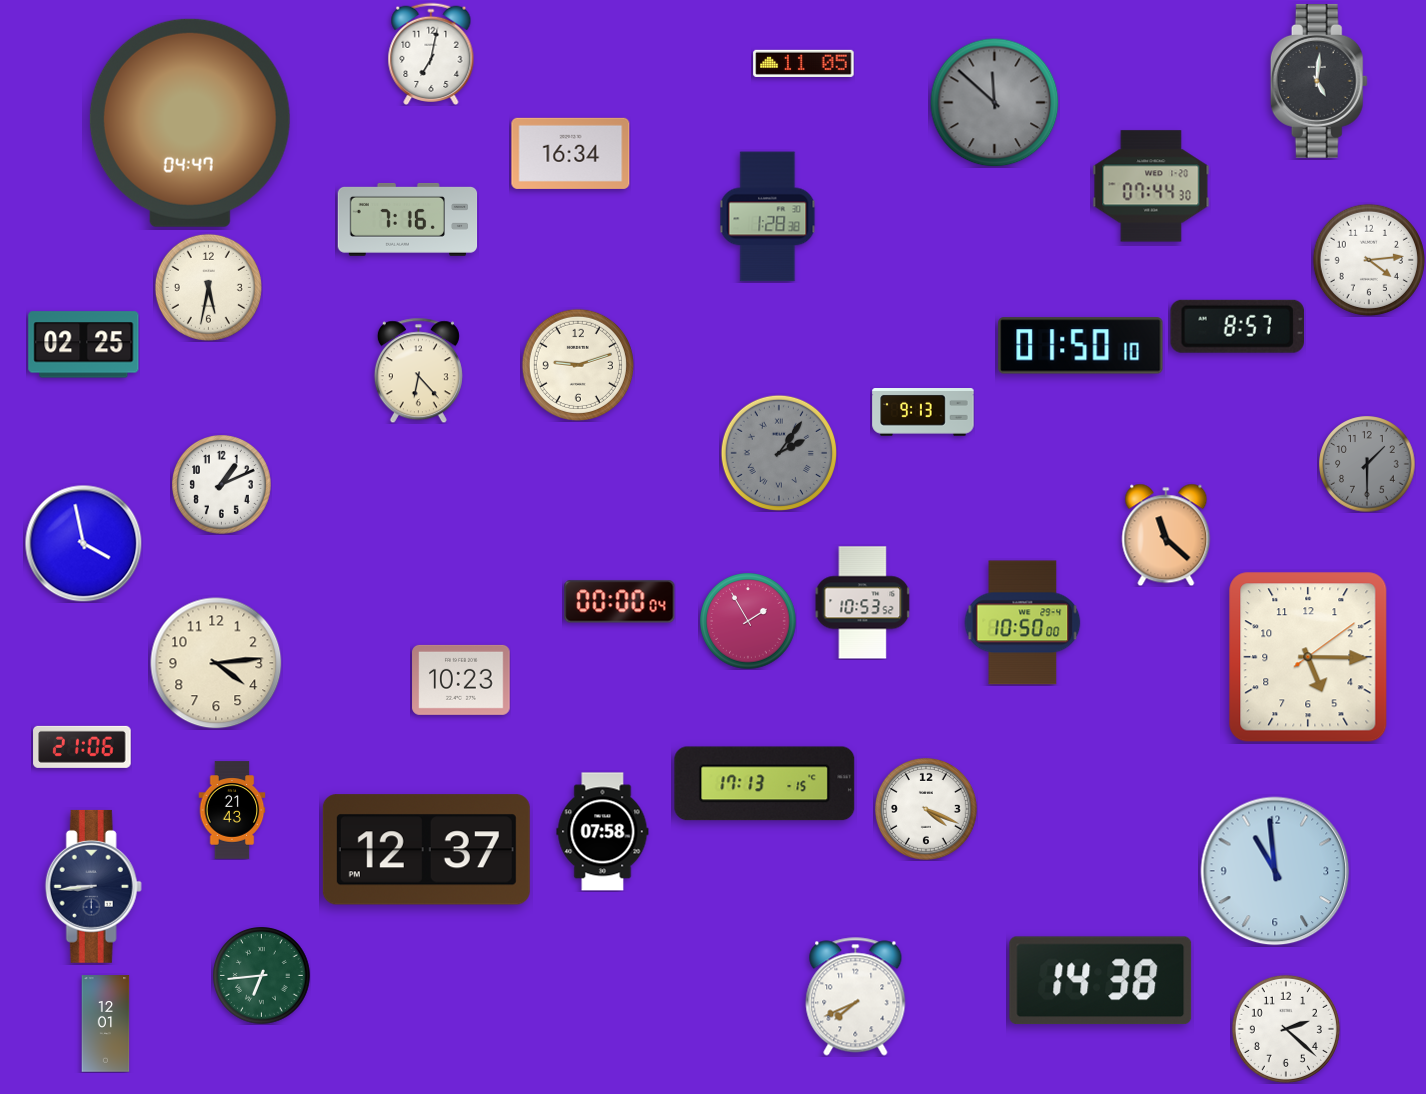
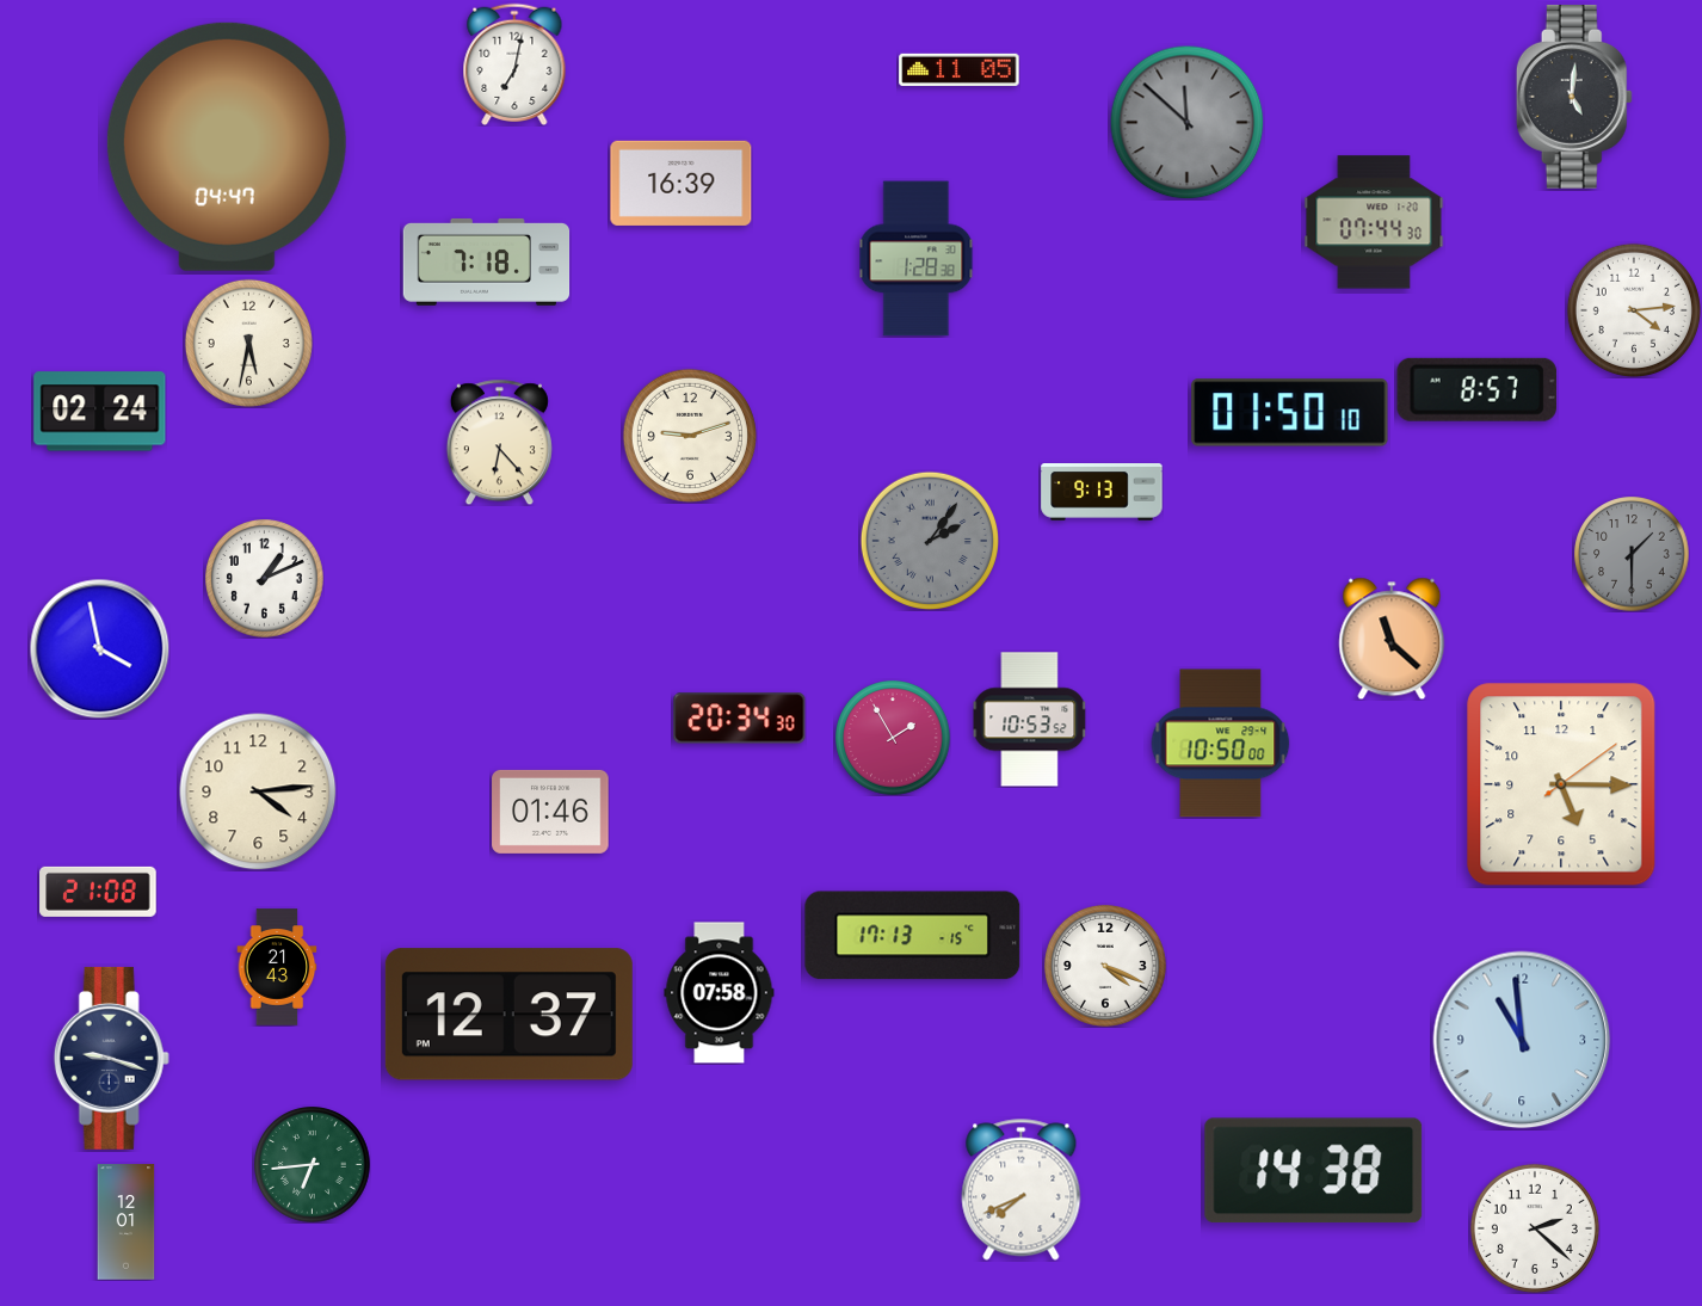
clock at (804, 63) position: (804, 63) -> (960, 69)
clock at (571, 153): 16:34 -> 16:39
clock at (408, 219): 7:16 -> 7:18
clock at (84, 345): 02:25 -> 02:24
clock at (620, 602): 00:00 -> 20:34
clock at (748, 621) position: (748, 621) -> (893, 738)
clock at (461, 680): 10:23 -> 01:46
clock at (82, 747): 21:06 -> 21:08
clock at (93, 886): 8:44 -> 9:18
